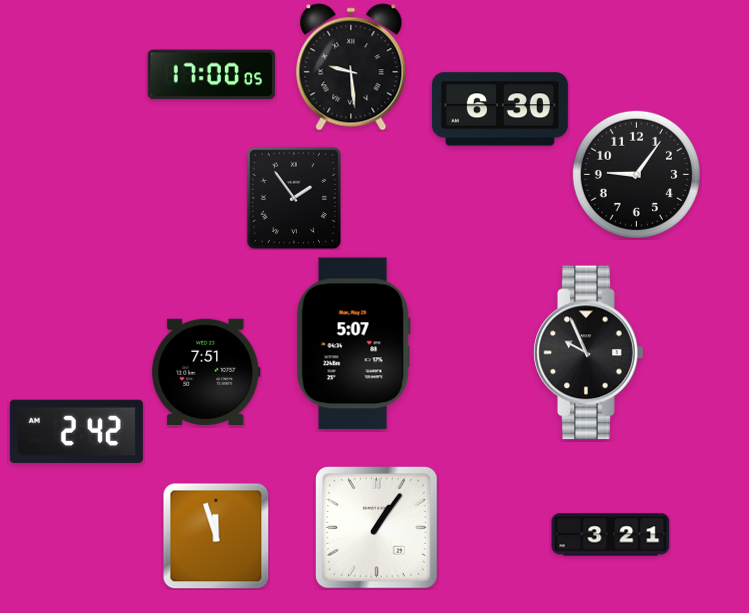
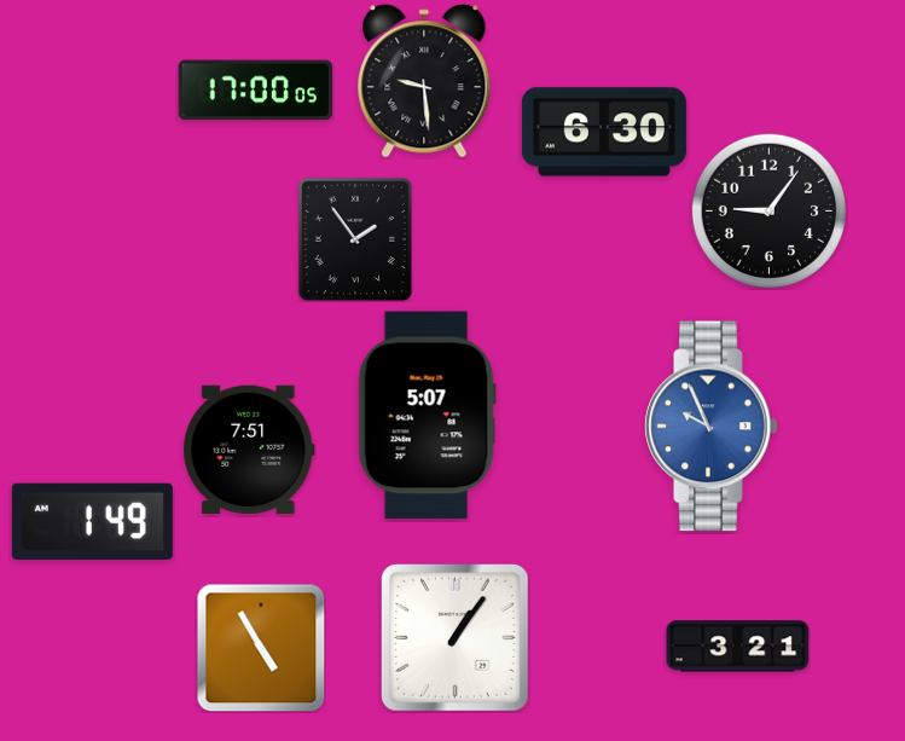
clock at (589, 353) dial: black -> blue
clock at (76, 431): 2:42 -> 1:49
clock at (216, 536): 11:57 -> 4:55
